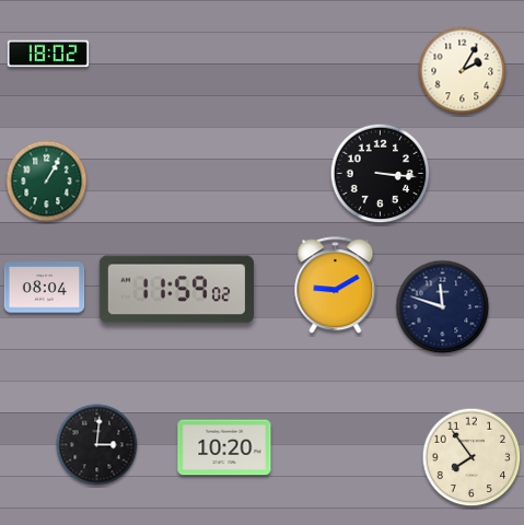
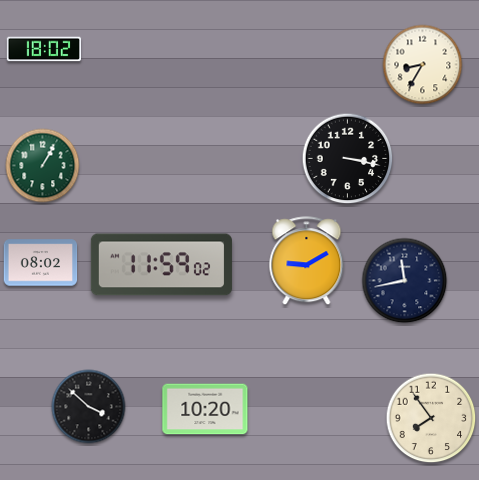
clock at (463, 71): 2:05 -> 8:35
clock at (381, 174): 3:16 -> 3:17
clock at (45, 288): 08:04 -> 08:02
clock at (443, 307): 11:48 -> 11:43
clock at (97, 445): 3:01 -> 3:52
